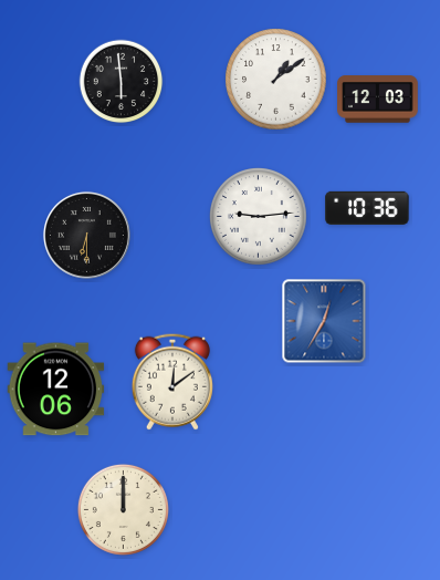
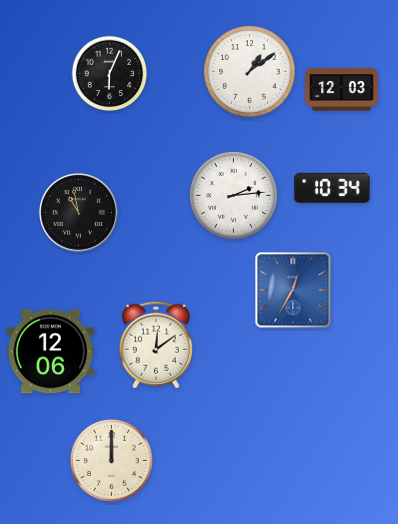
clock at (122, 82): 5:59 -> 6:04
clock at (367, 208): 10:36 -> 10:34
clock at (259, 217): 9:14 -> 2:14
clock at (86, 235): 6:30 -> 10:58
